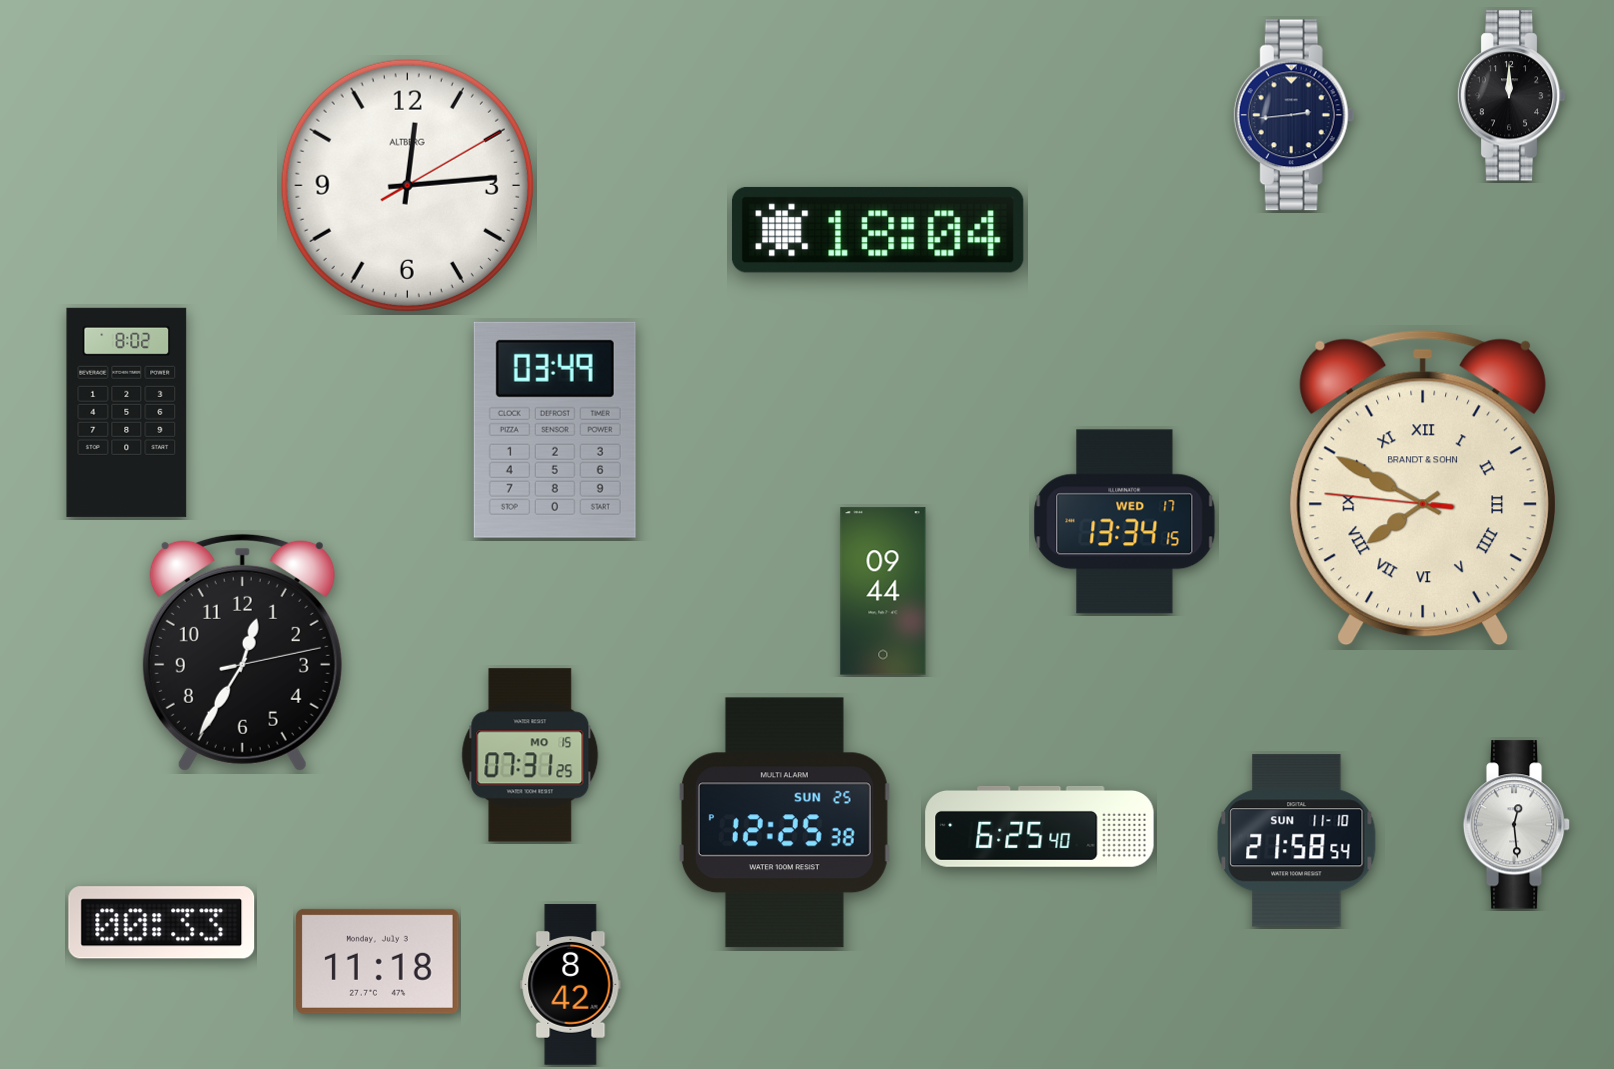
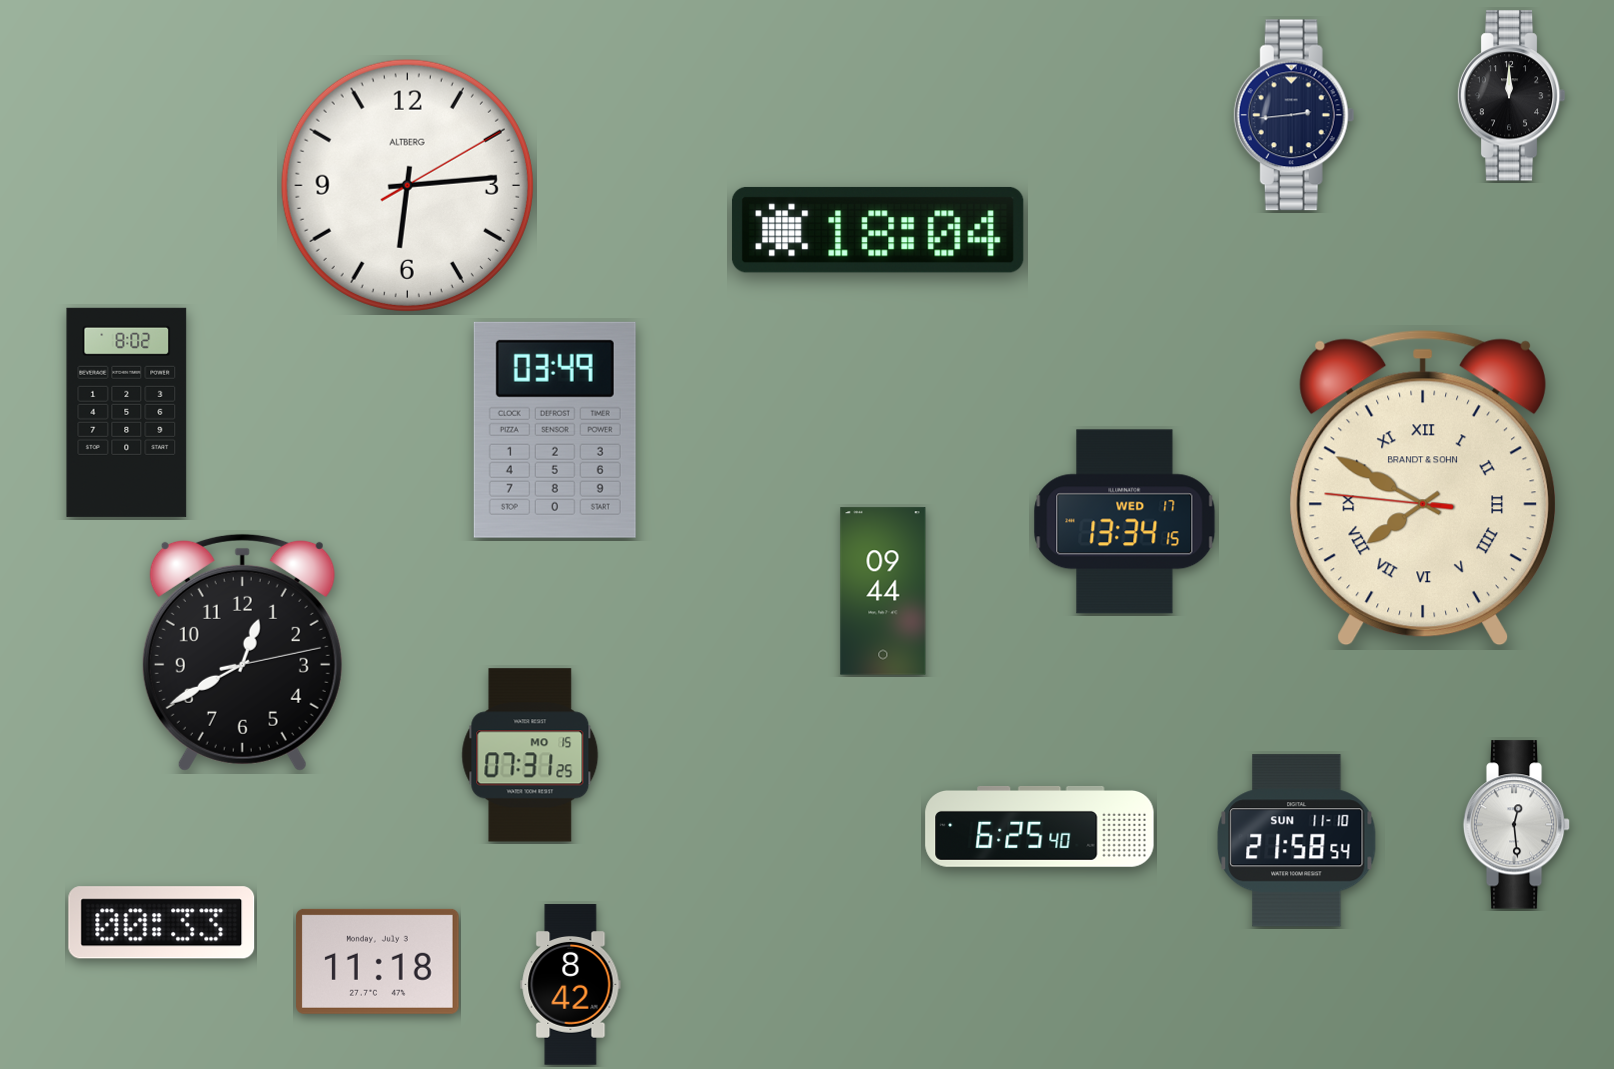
clock at (407, 185): 12:14 -> 6:14
clock at (242, 652): 12:35 -> 12:40
clock at (784, 823): 12:25 -> none
